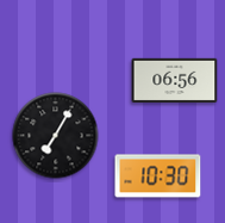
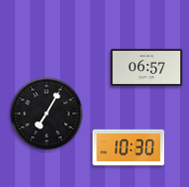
clock at (175, 81): 06:56 -> 06:57
clock at (158, 176) position: (158, 176) -> (129, 148)
